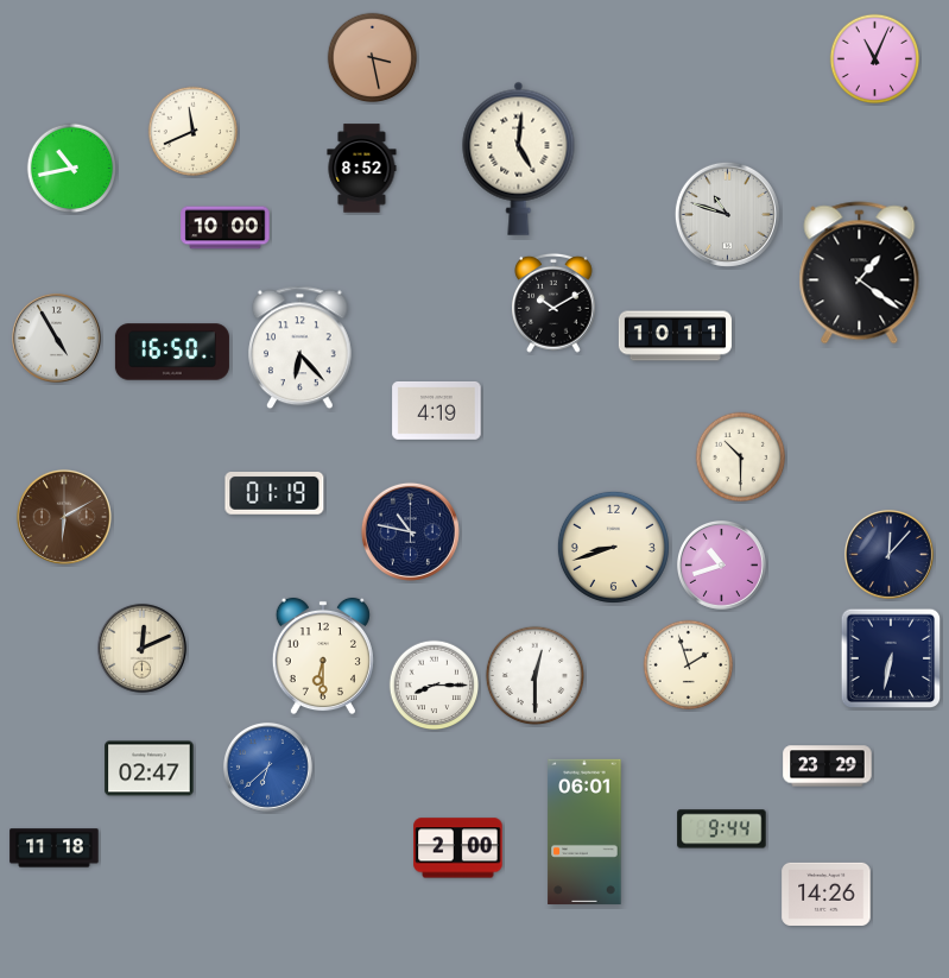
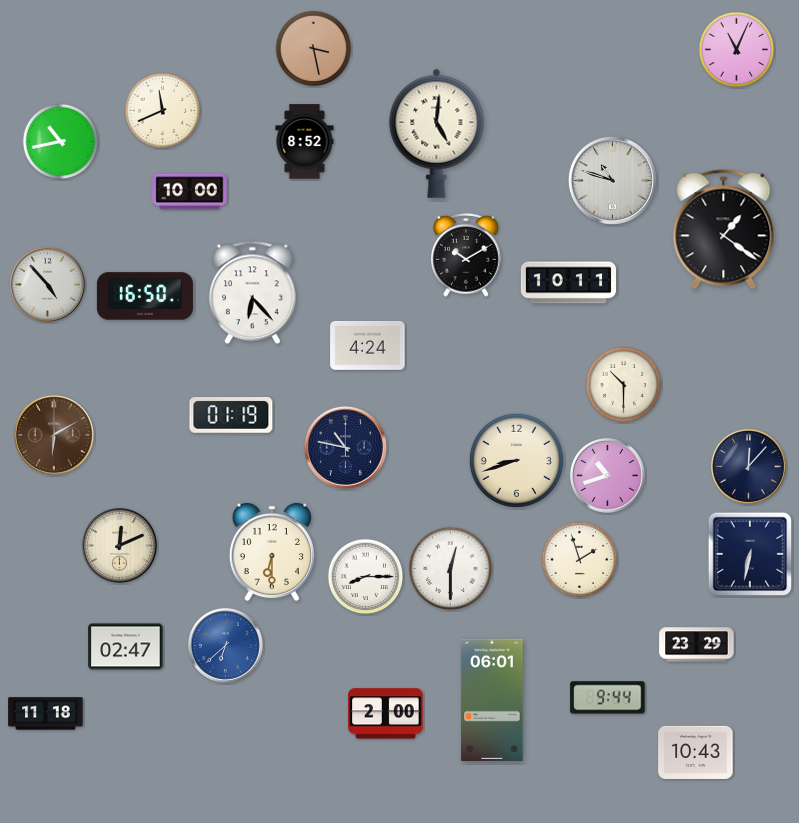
clock at (56, 337): 4:55 -> 4:53
clock at (437, 410): 4:19 -> 4:24
clock at (827, 894): 14:26 -> 10:43
